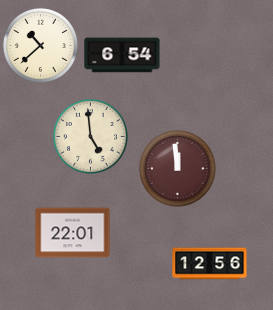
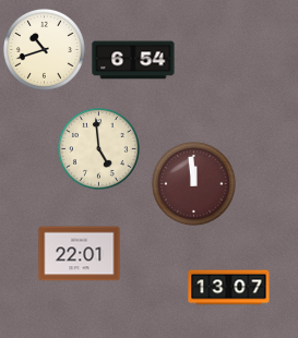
clock at (40, 45): 10:38 -> 10:42
clock at (210, 264): 12:56 -> 13:07
